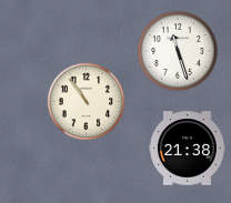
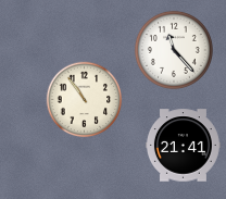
clock at (178, 51): 11:27 -> 11:23
clock at (187, 149): 21:38 -> 21:41
